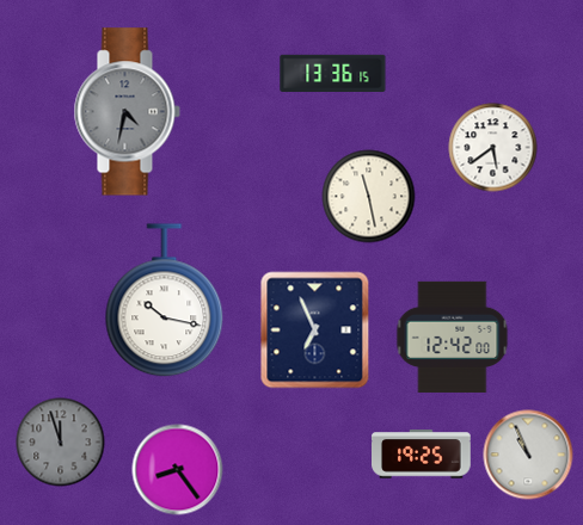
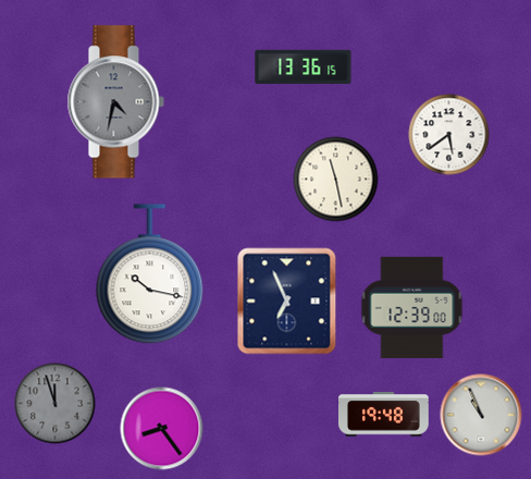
clock at (453, 336): 12:42 -> 12:39
clock at (422, 455): 19:25 -> 19:48
